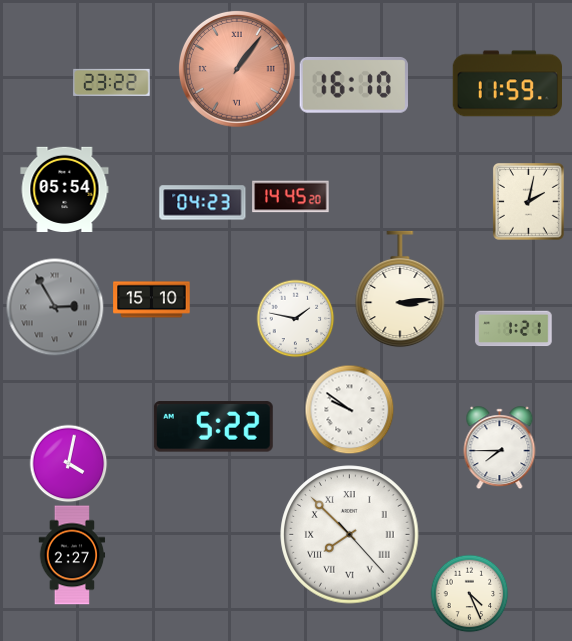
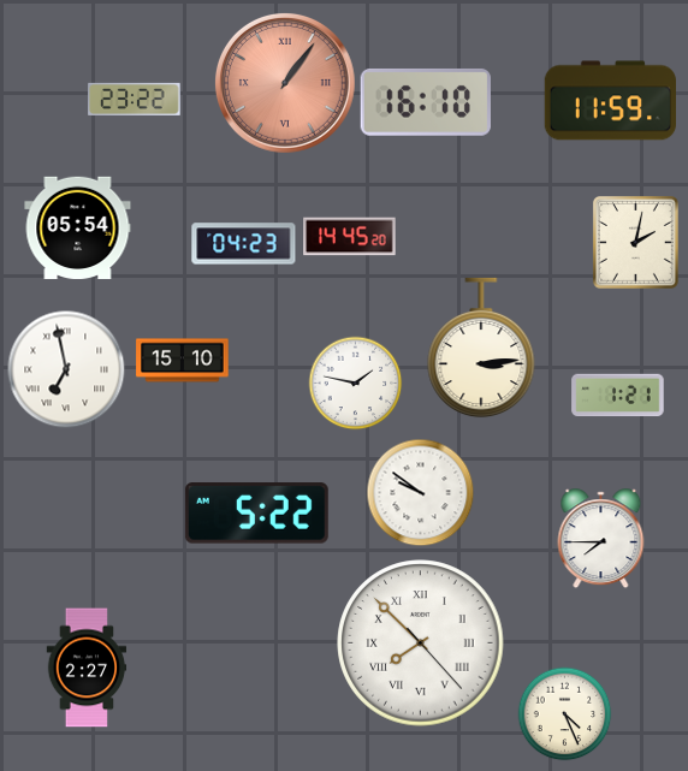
clock at (55, 307): 2:55 -> 6:58
clock at (55, 307) dial: grey -> white
clock at (68, 463): 4:02 -> none
